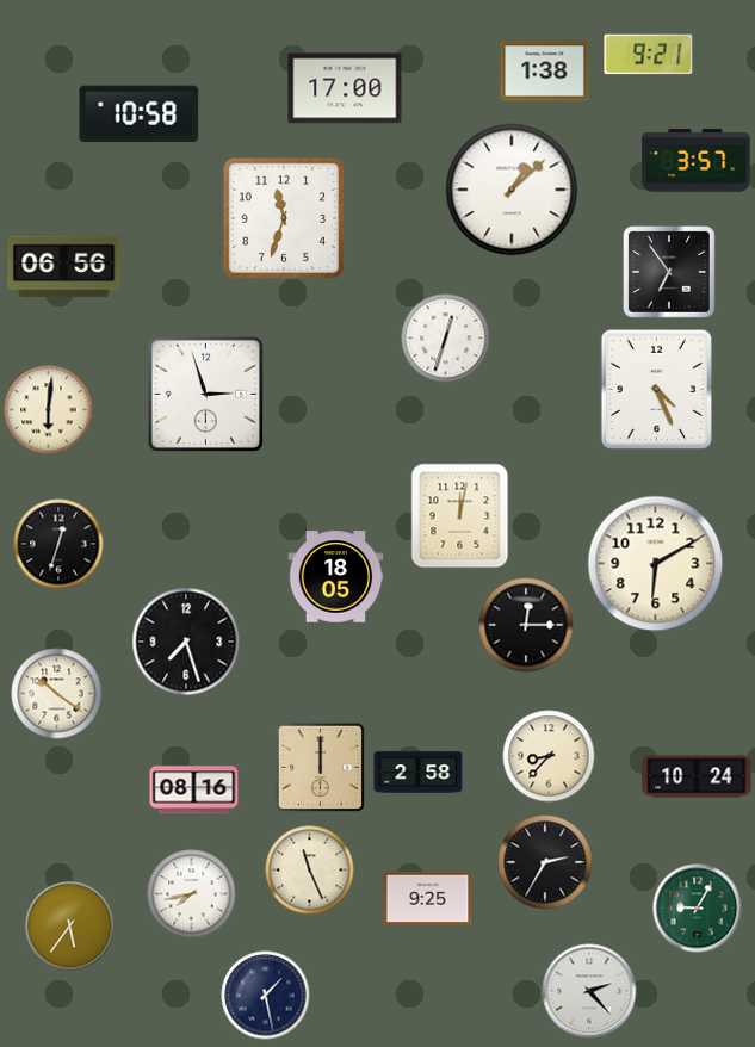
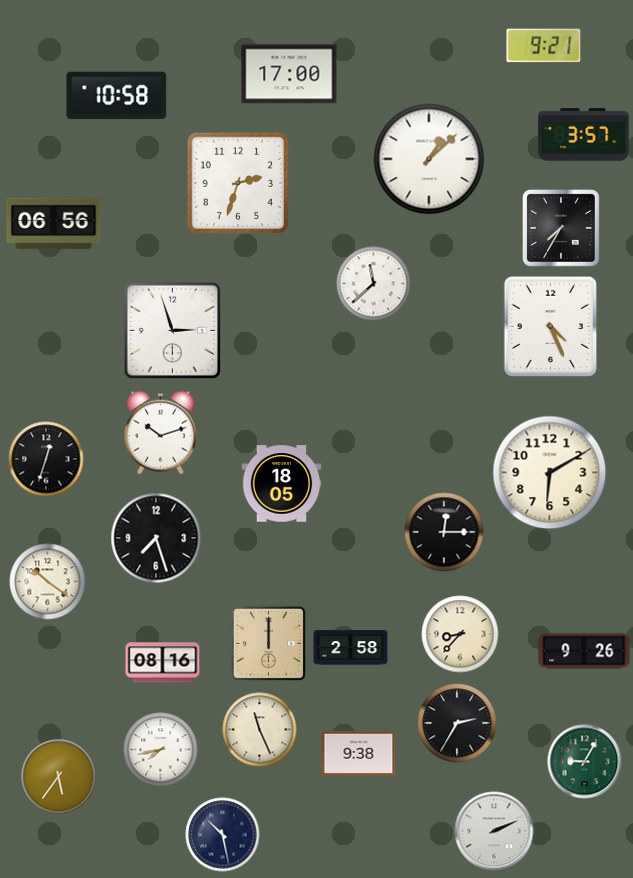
clock at (545, 72): 1:38 -> none
clock at (284, 218): 11:33 -> 2:33
clock at (669, 272): 6:54 -> 7:35
clock at (446, 339): 12:33 -> 11:38
clock at (49, 410): 6:01 -> none
clock at (160, 433): none -> 10:12
clock at (460, 516): 12:02 -> none
clock at (58, 544) position: (58, 544) -> (46, 459)
clock at (526, 625) position: (526, 625) -> (444, 532)
clock at (697, 776): 10:24 -> 9:26
clock at (428, 898): 9:25 -> 9:38
clock at (589, 991): 2:23 -> 2:11
clock at (266, 996): 1:28 -> 10:28
